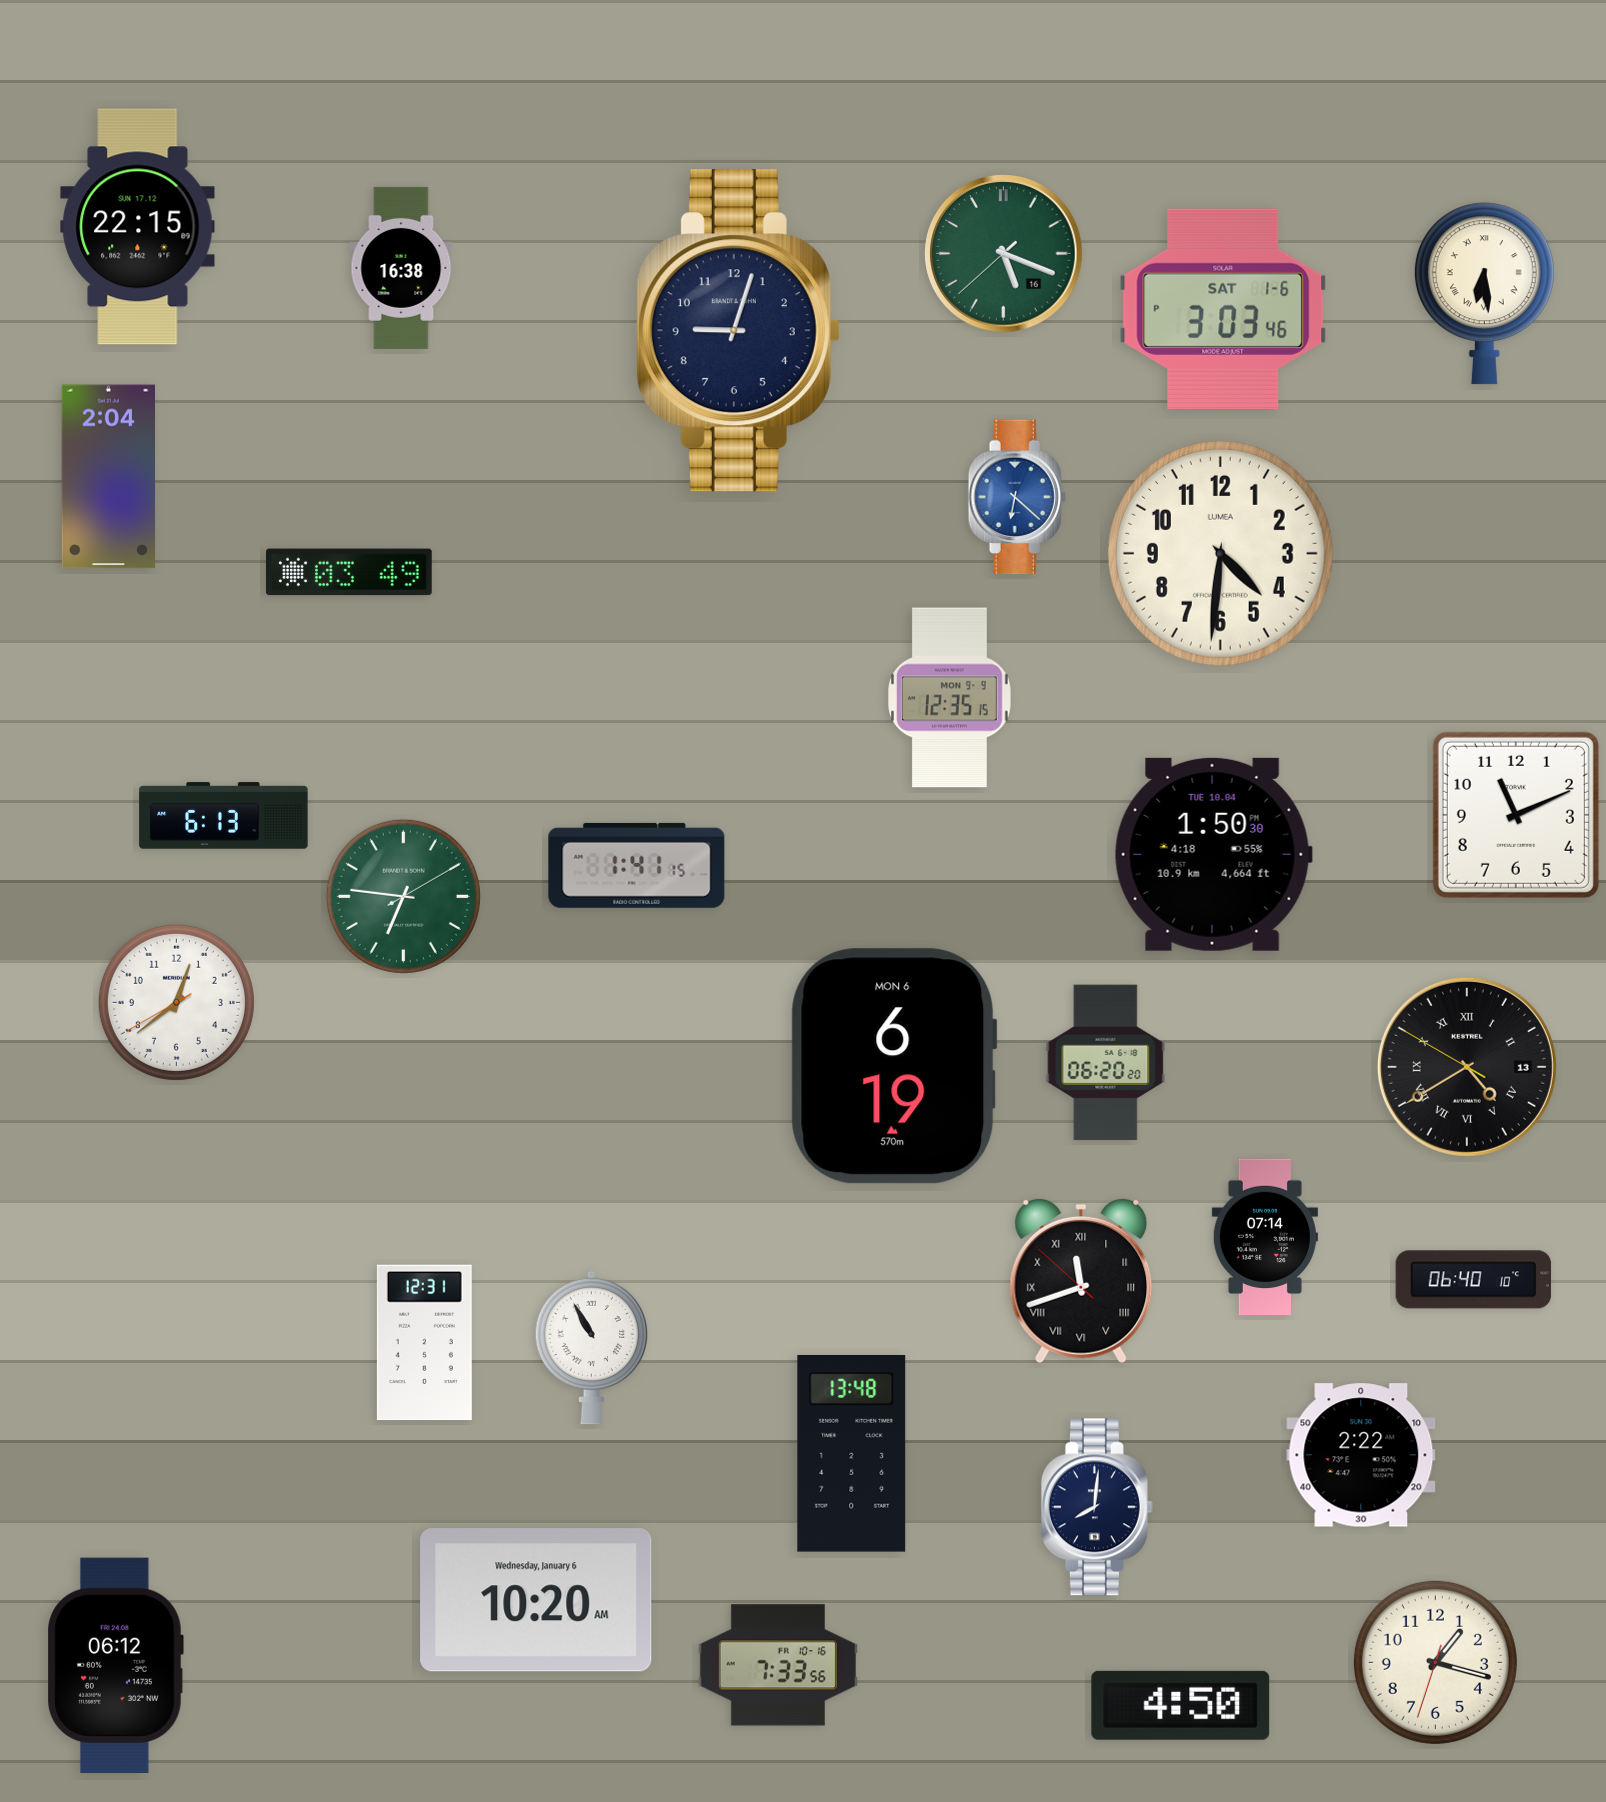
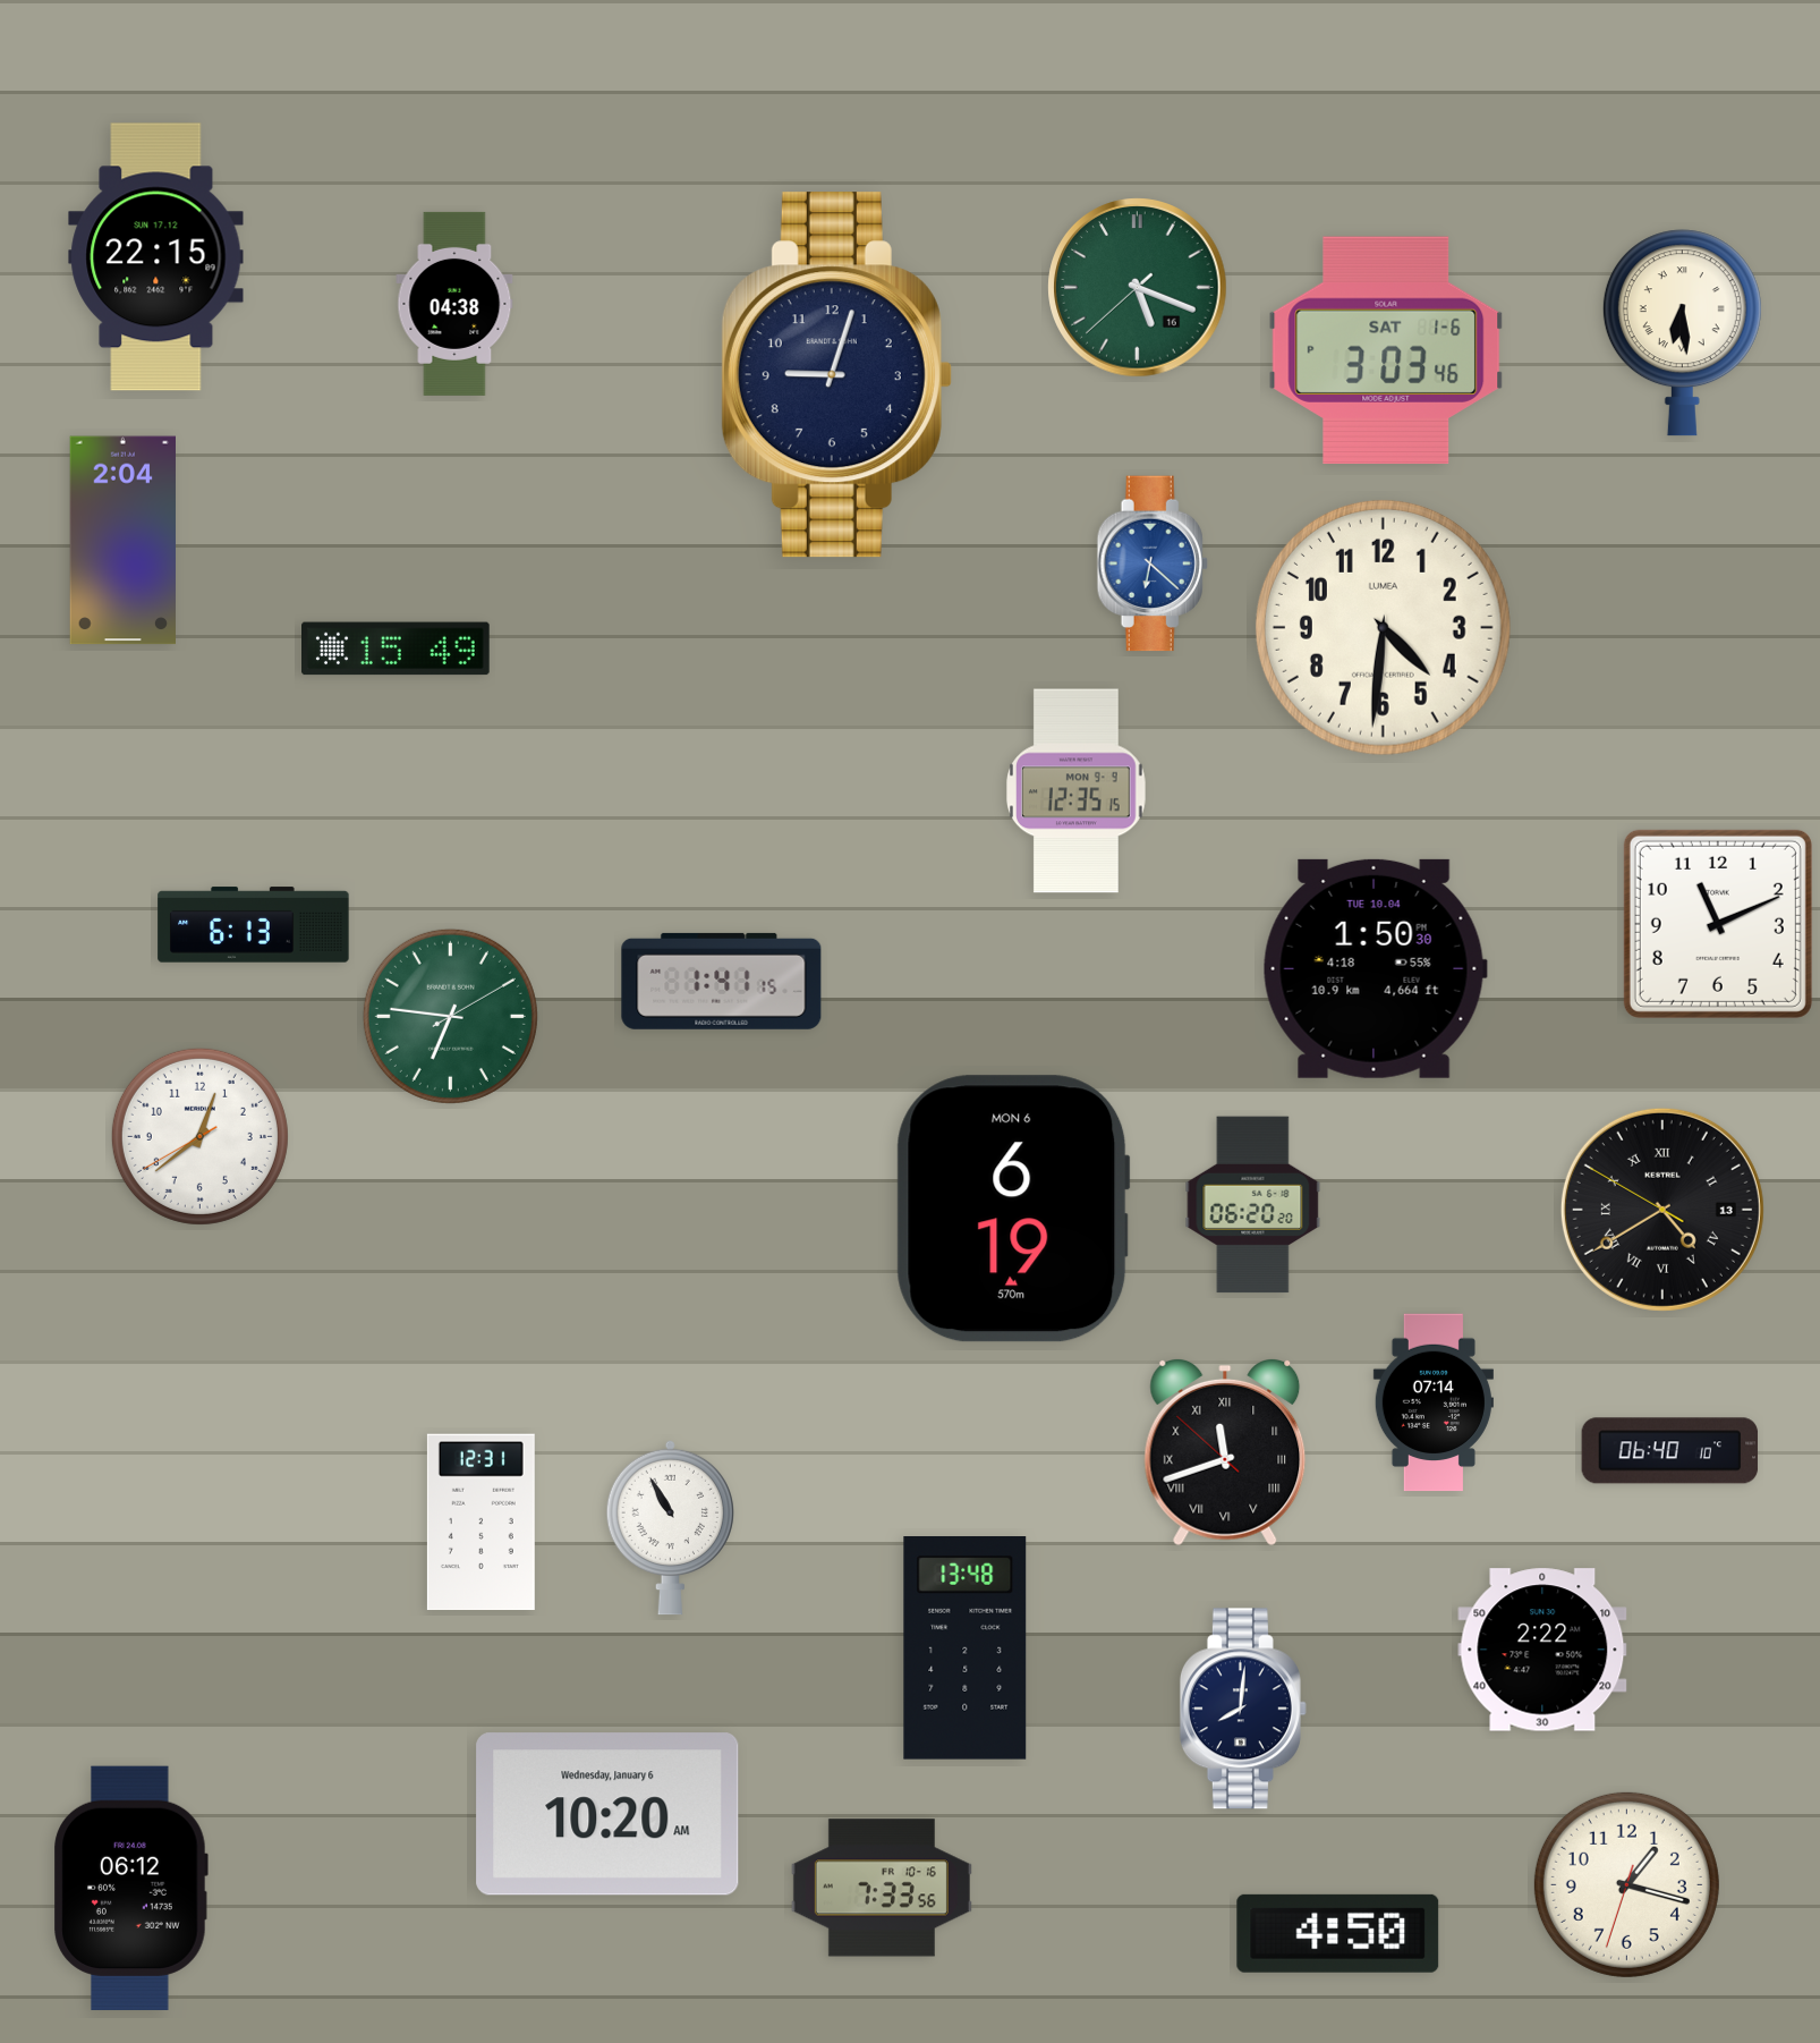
clock at (401, 268): 16:38 -> 04:38
clock at (350, 572): 03:49 -> 15:49
clock at (403, 896) position: (403, 896) -> (450, 1016)
